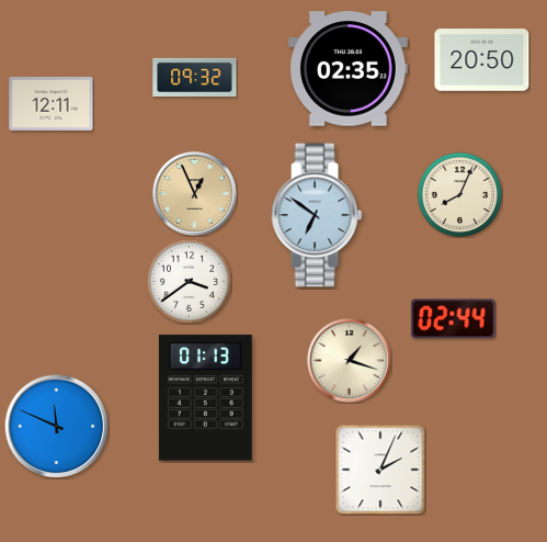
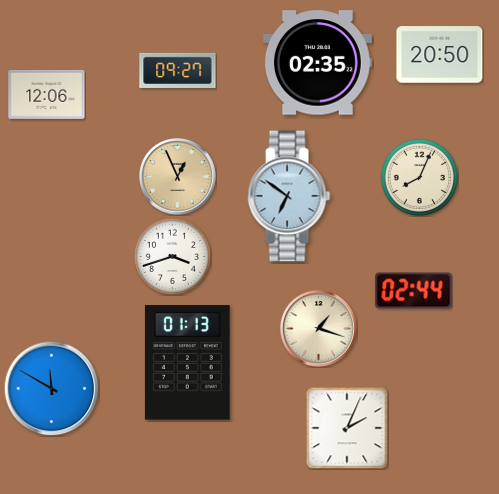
clock at (195, 77): 09:32 -> 09:27
clock at (52, 103): 12:11 -> 12:06
clock at (189, 281): 3:39 -> 3:42
clock at (56, 426): 11:49 -> 11:50
